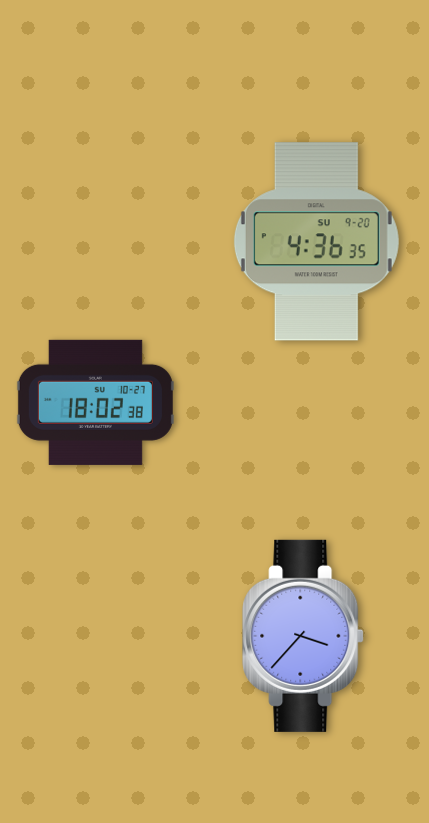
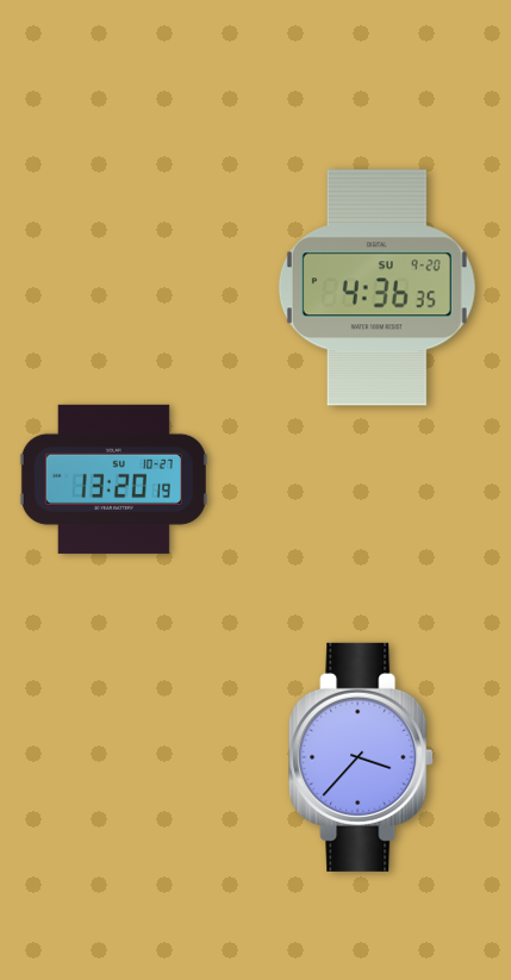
clock at (95, 402): 18:02 -> 13:20
